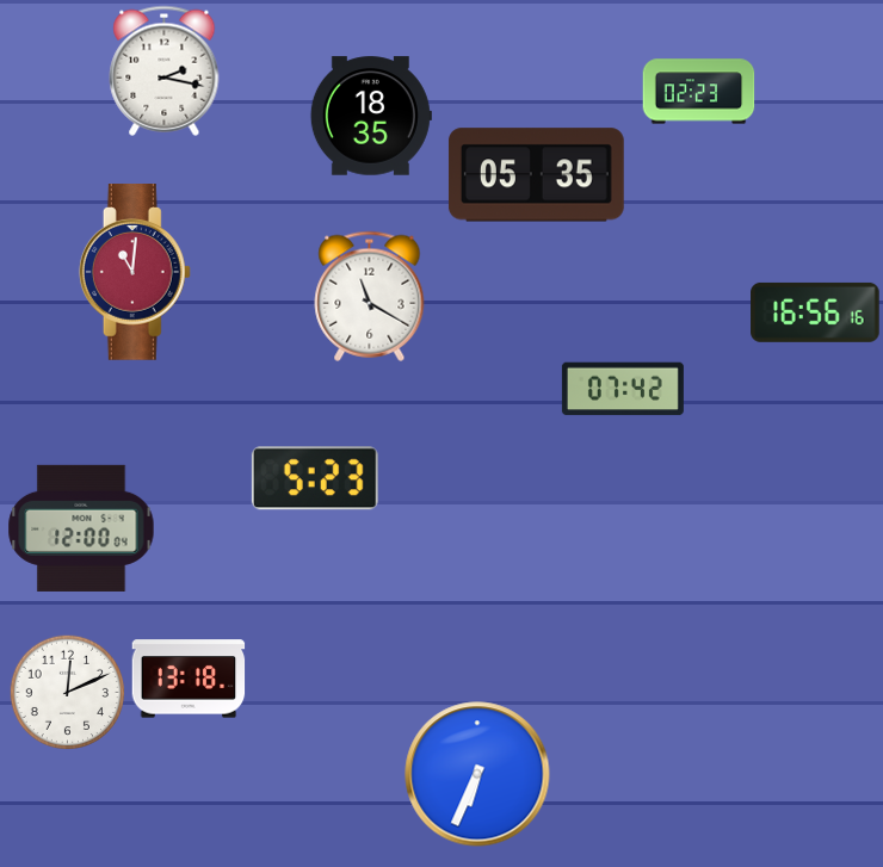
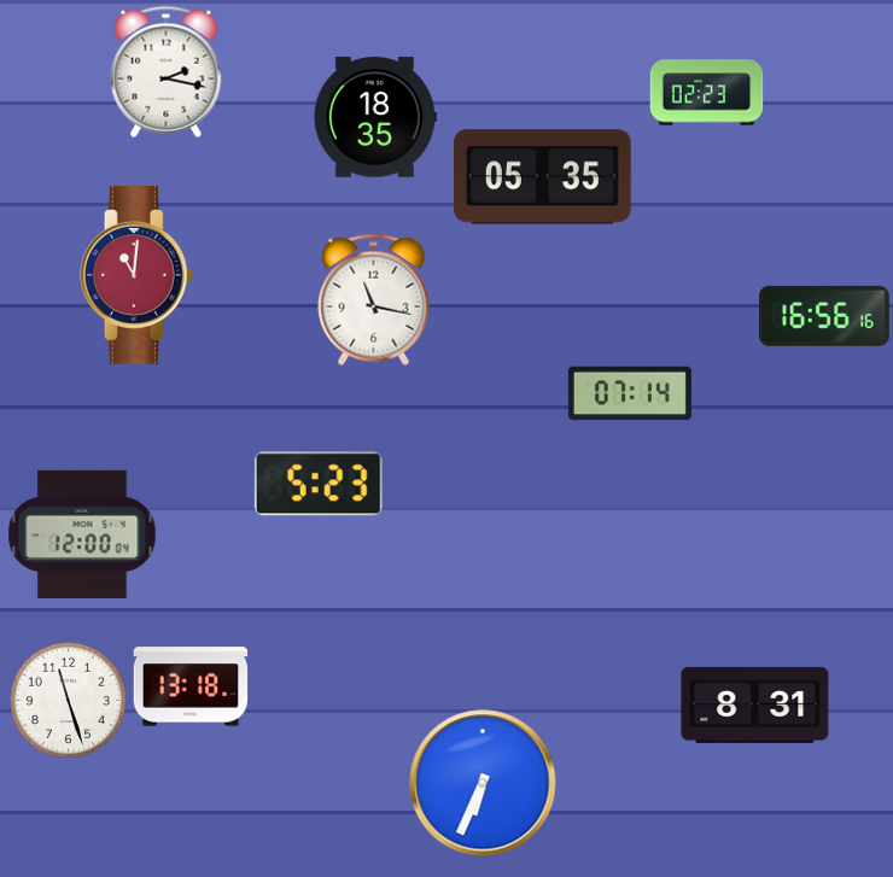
clock at (370, 296): 11:20 -> 11:17
clock at (623, 389): 07:42 -> 07:14
clock at (67, 692): 12:11 -> 11:27
clock at (755, 704): none -> 8:31
